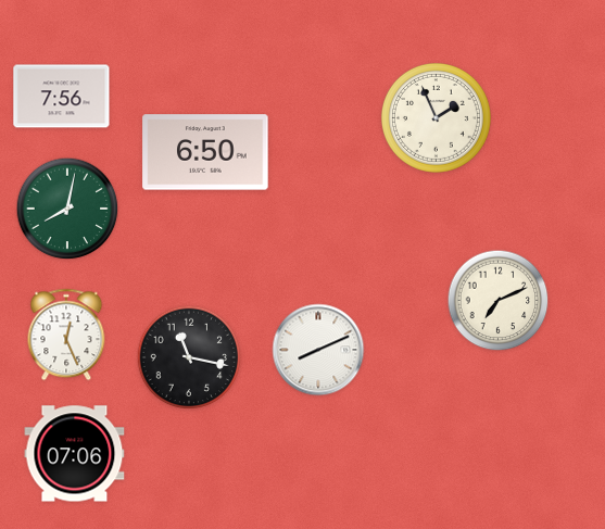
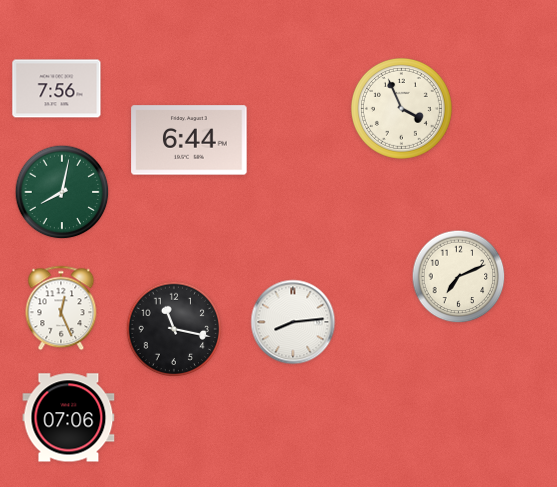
clock at (436, 117): 1:56 -> 3:56
clock at (205, 152): 6:50 -> 6:44
clock at (318, 350): 8:11 -> 8:14
